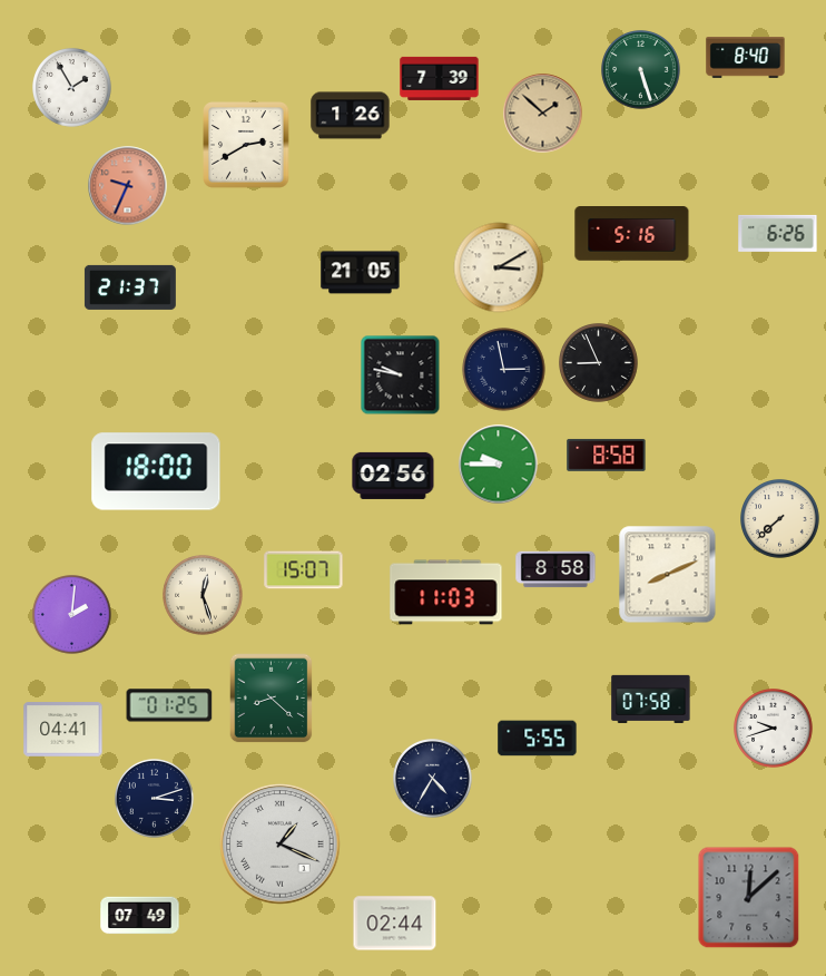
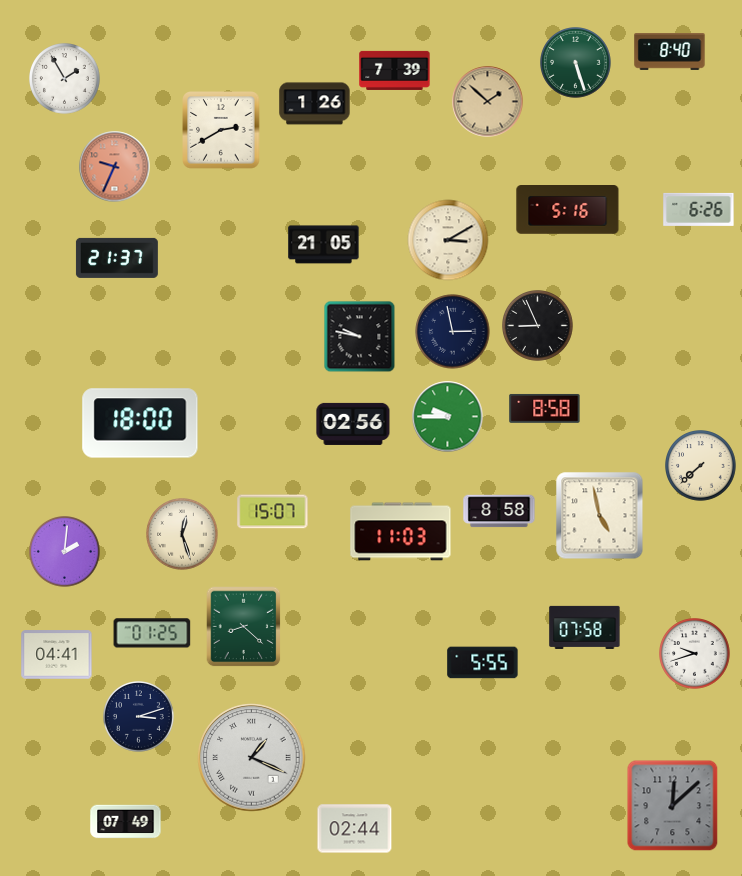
clock at (393, 476) position: (393, 476) -> (353, 424)
clock at (668, 575): 8:11 -> 4:58
clock at (433, 779): 4:35 -> none
